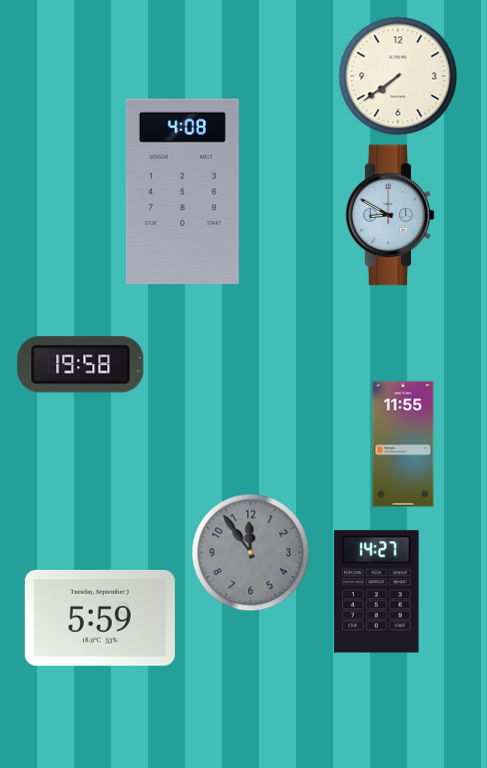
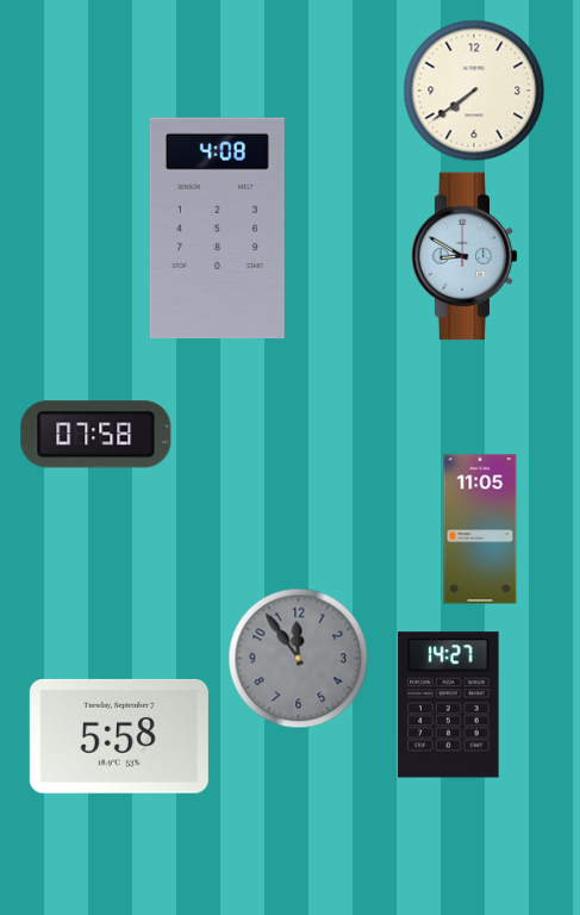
clock at (81, 365): 19:58 -> 07:58
clock at (403, 444): 11:55 -> 11:05
clock at (100, 618): 5:59 -> 5:58
